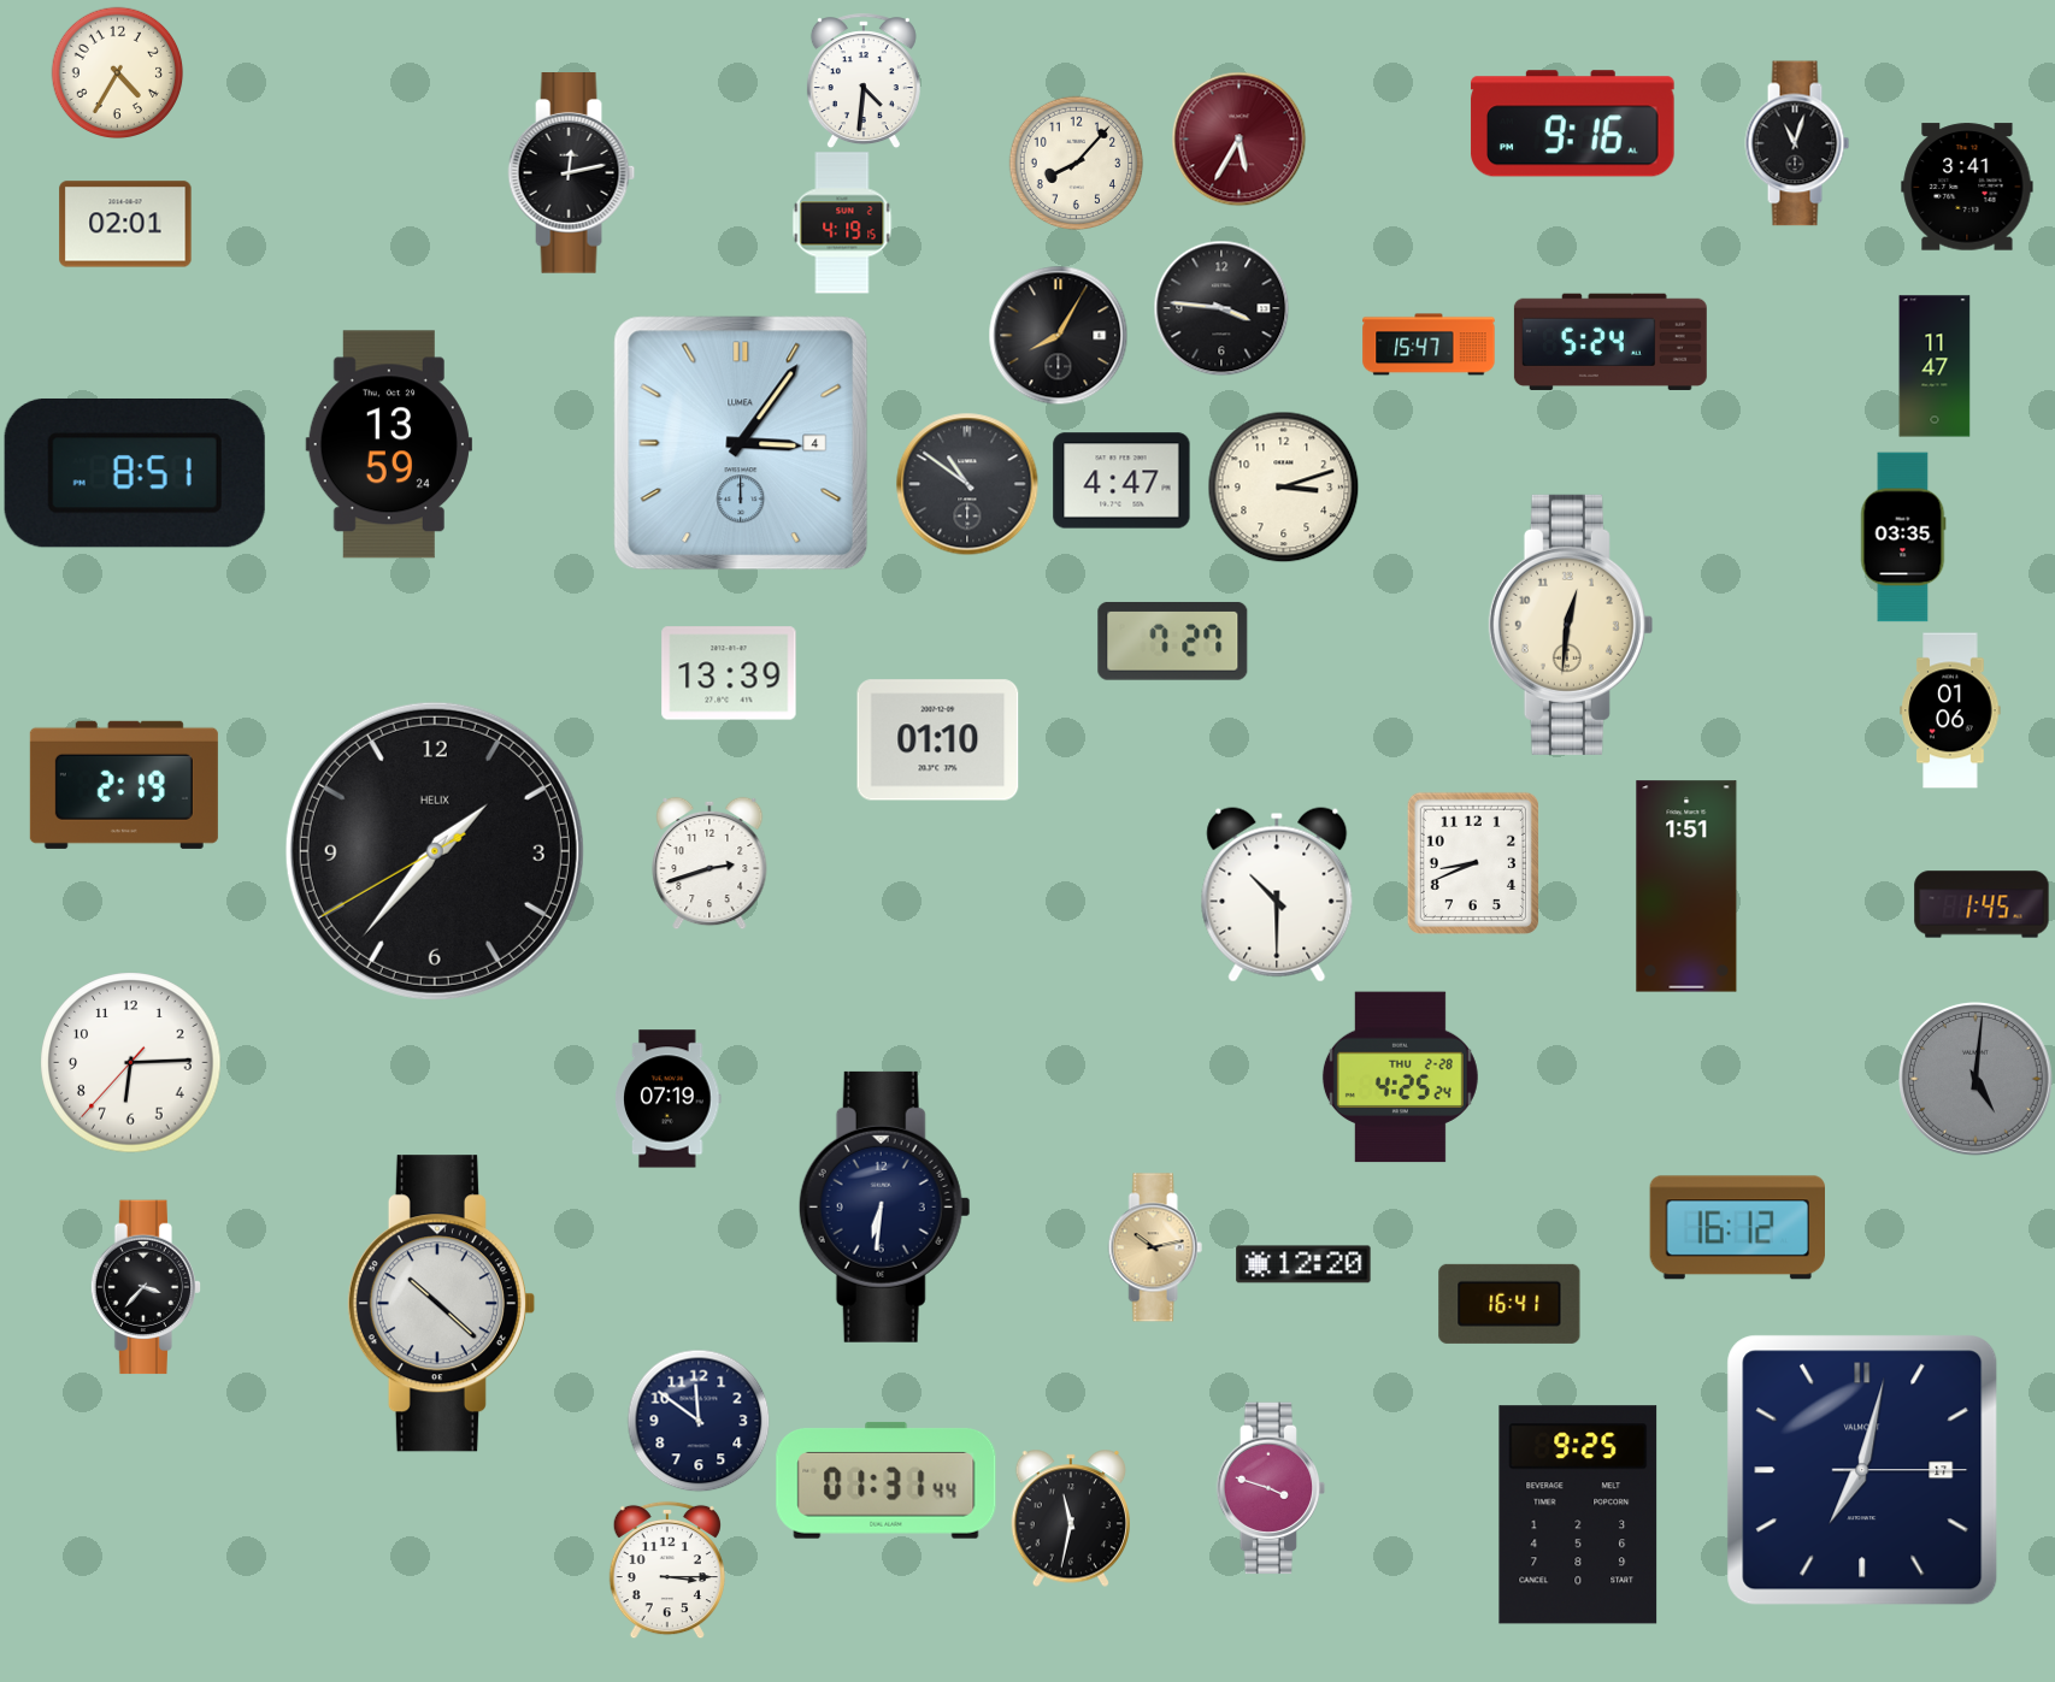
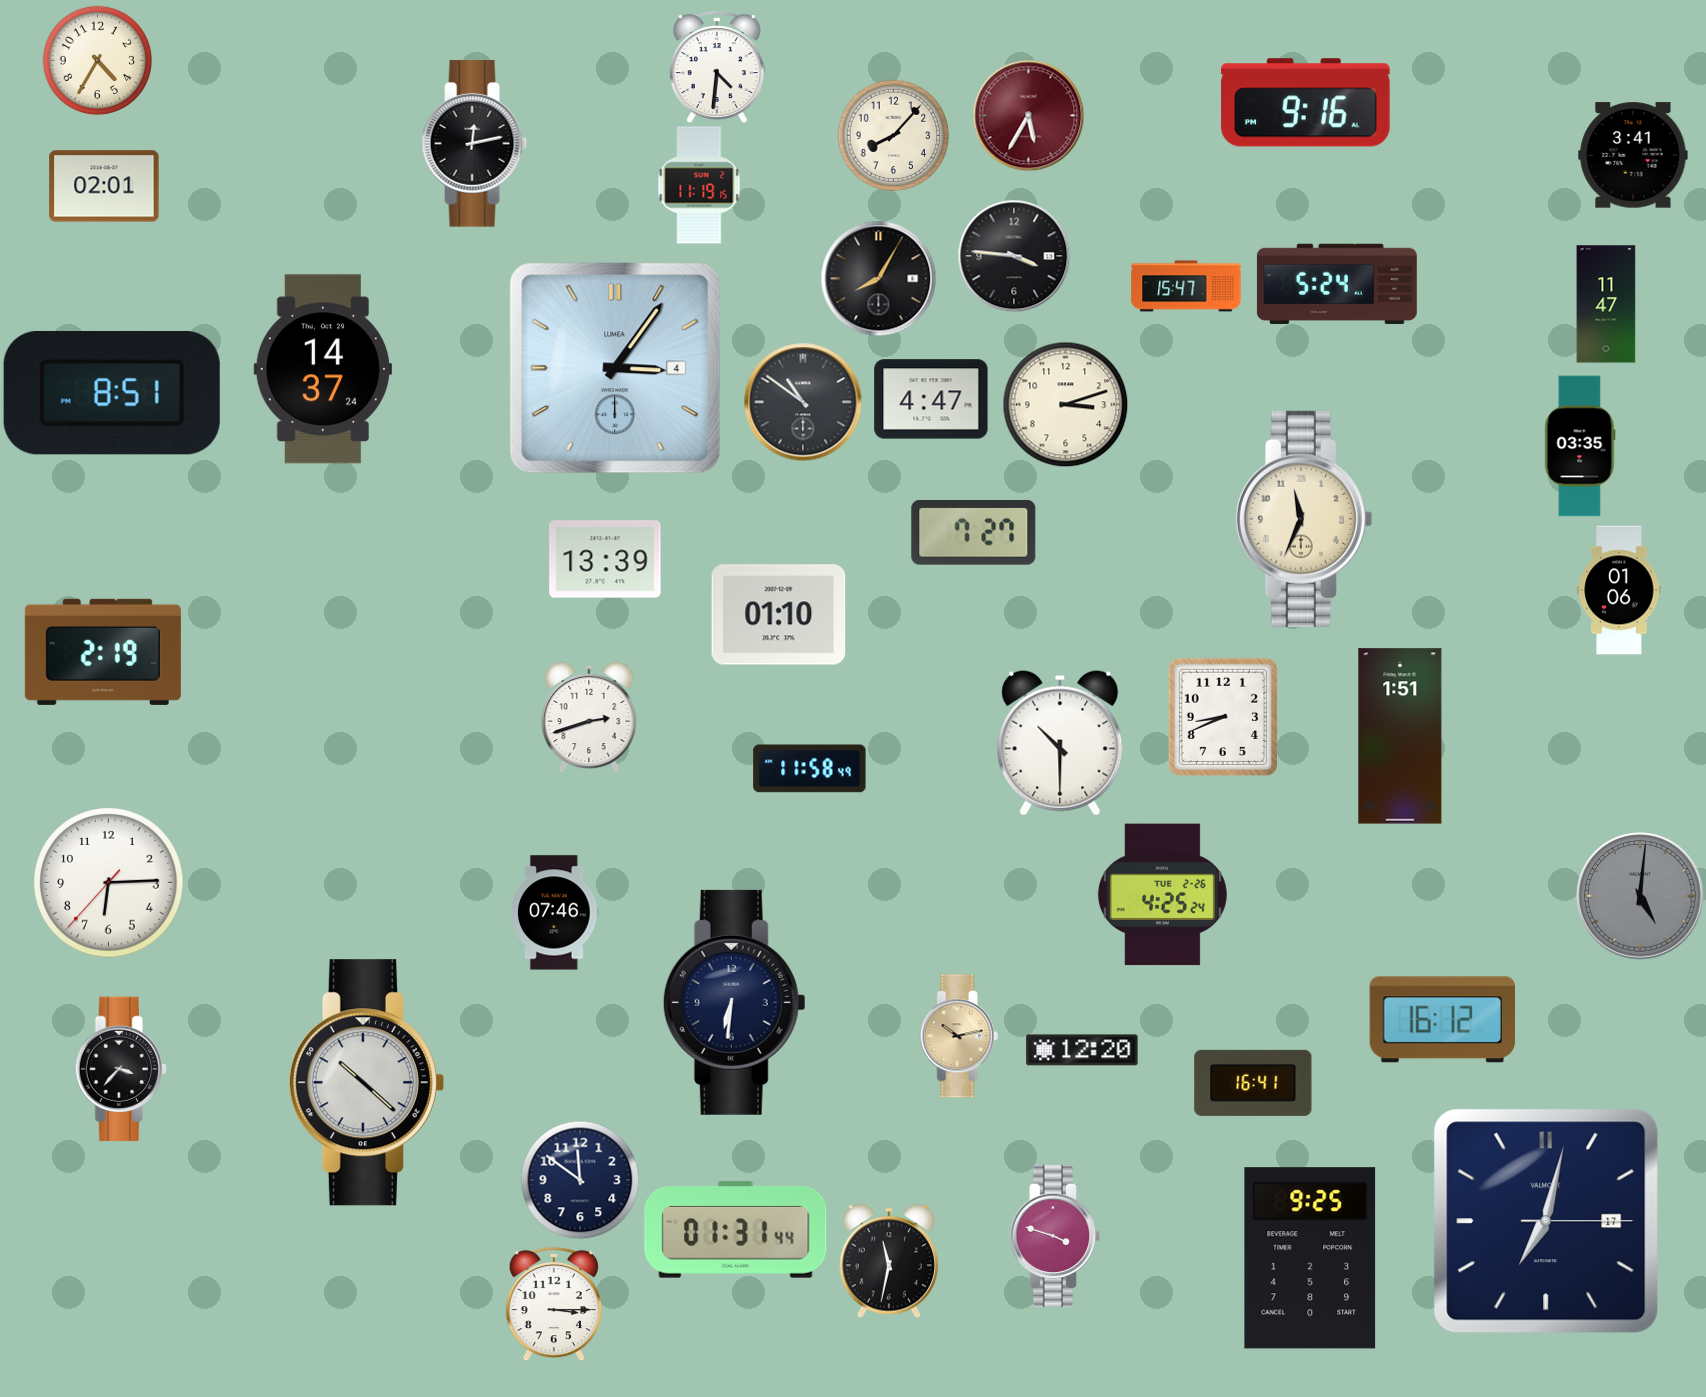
clock at (1797, 143): 11:03 -> none
clock at (842, 223): 4:19 -> 11:19
clock at (389, 444): 13:59 -> 14:37
clock at (1571, 625): 12:31 -> 11:34
clock at (435, 851): 1:36 -> none
clock at (1982, 904): 1:45 -> none
clock at (810, 769): none -> 11:58
clock at (1400, 1078) date: THU 2-28 -> TUE 2-26
clock at (669, 1099): 07:19 -> 07:46
